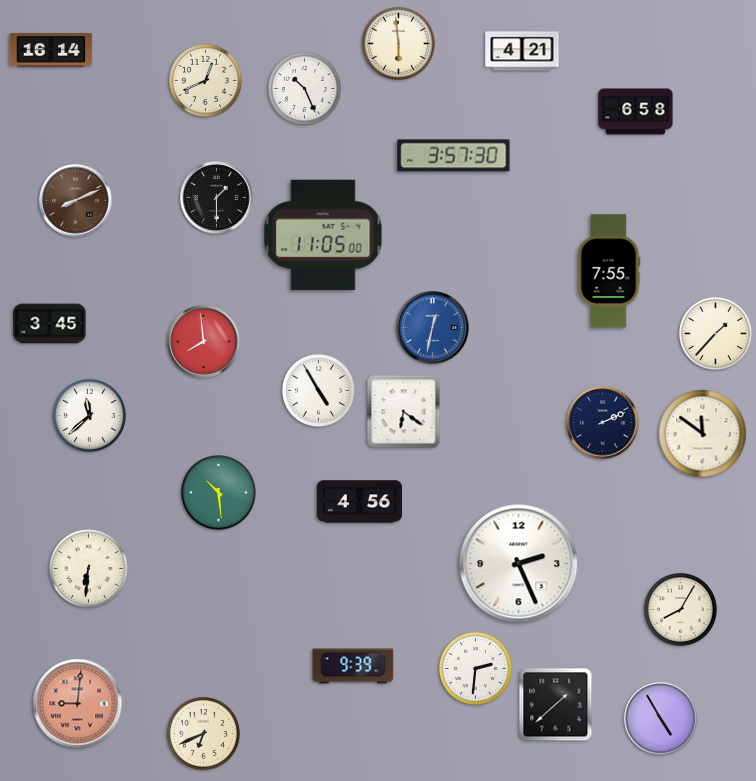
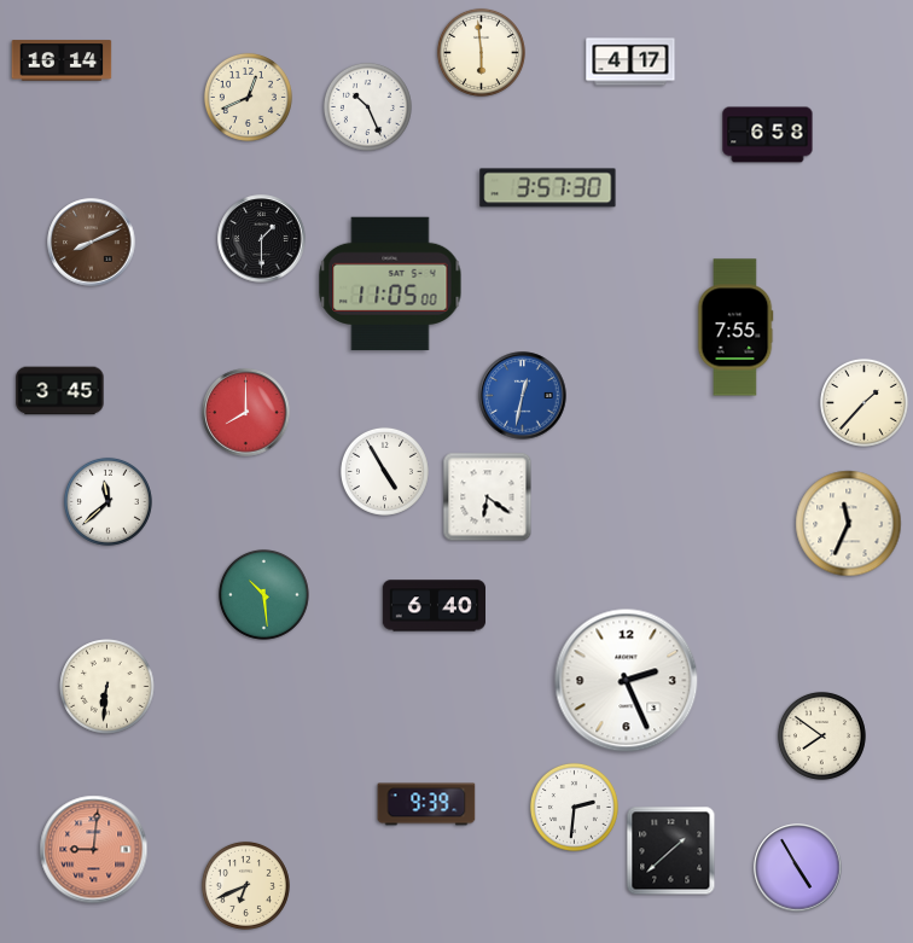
clock at (522, 51): 4:21 -> 4:17
clock at (204, 342): 7:59 -> 8:00
clock at (603, 423): 2:11 -> none
clock at (703, 434): 11:51 -> 11:34
clock at (359, 502): 4:56 -> 6:40
clock at (680, 609): 8:05 -> 7:51
